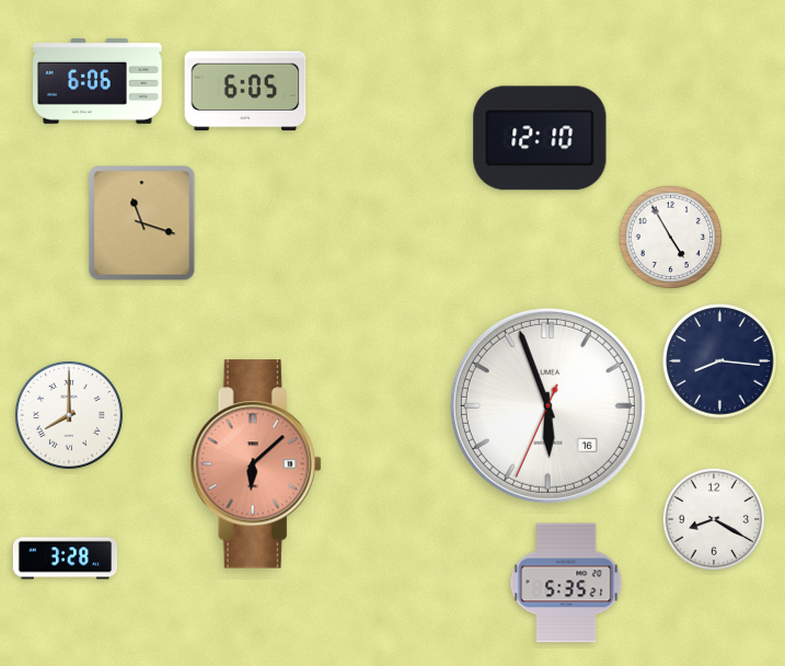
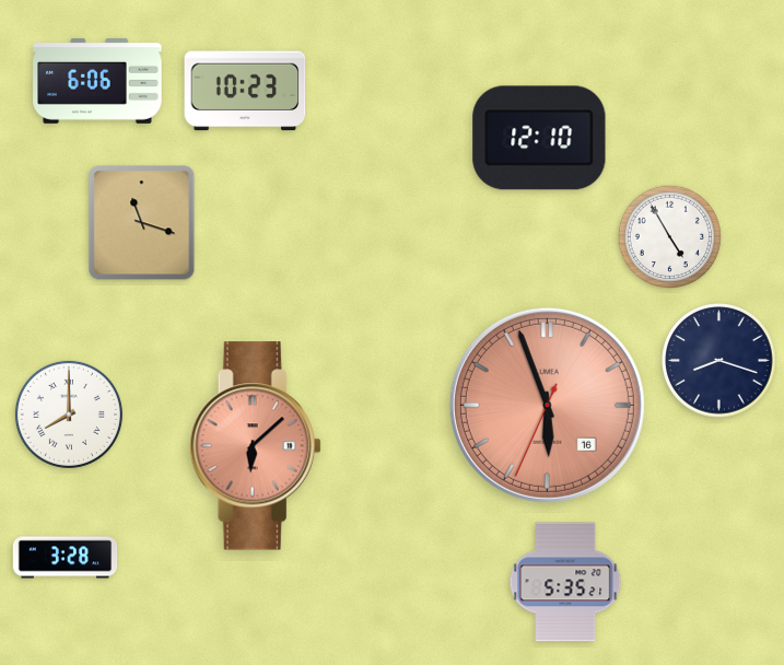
clock at (245, 91): 6:05 -> 10:23
clock at (720, 361): 8:16 -> 8:18
clock at (547, 405) dial: white -> salmon
clock at (255, 464) position: (255, 464) -> (255, 446)
clock at (714, 519): 8:20 -> none
